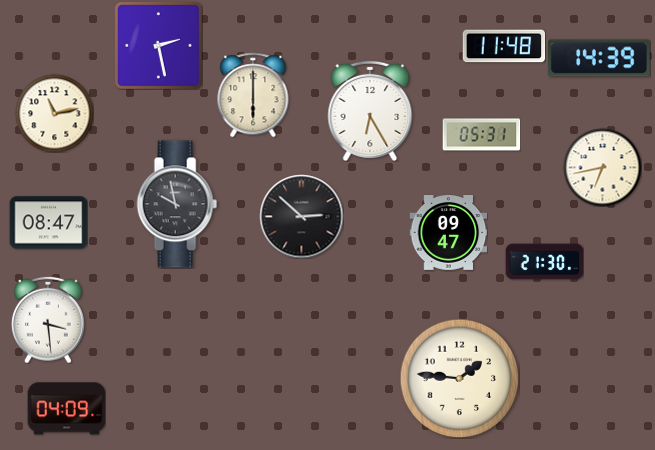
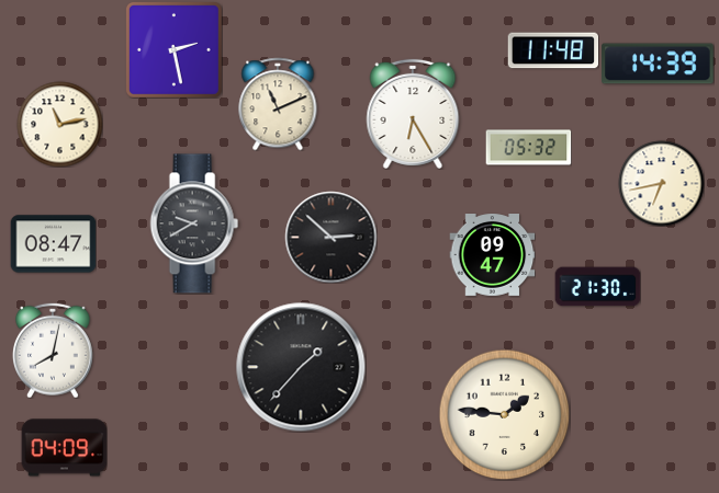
clock at (253, 95): 6:00 -> 11:11
clock at (370, 111) position: (370, 111) -> (413, 114)
clock at (481, 135): 05:31 -> 05:32
clock at (177, 204): 9:58 -> 9:40
clock at (48, 320): 3:29 -> 8:02
clock at (301, 367): none -> 1:37
clock at (66, 409) position: (66, 409) -> (64, 448)
